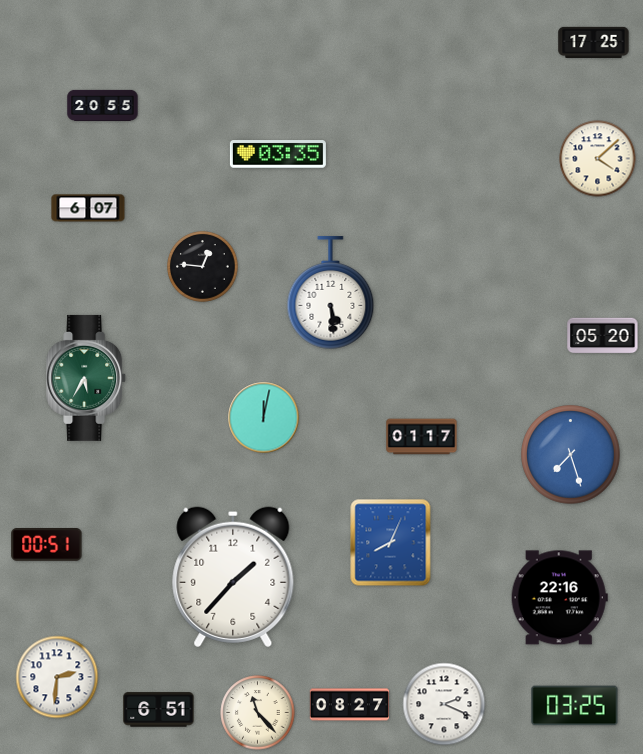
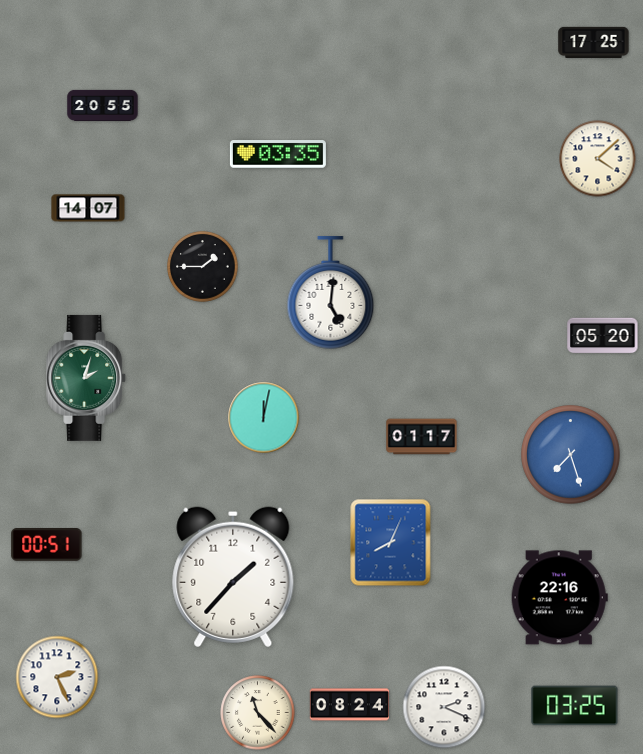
clock at (88, 208): 6:07 -> 14:07
clock at (203, 267): 12:46 -> 1:45
clock at (331, 293): 5:29 -> 5:01
clock at (87, 378): 5:35 -> 2:03
clock at (57, 677): 2:31 -> 2:26
clock at (444, 704) position: (444, 704) -> (444, 707)
clock at (350, 705): 08:27 -> 08:24
clock at (159, 710): 6:51 -> none
